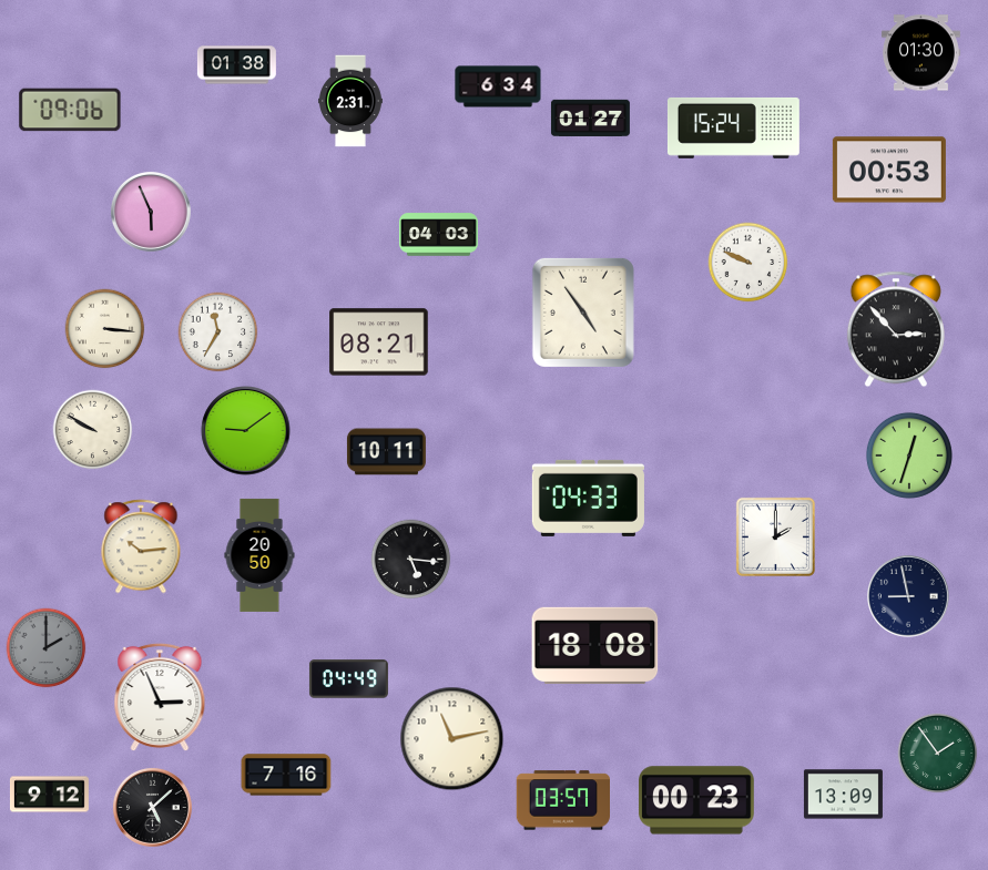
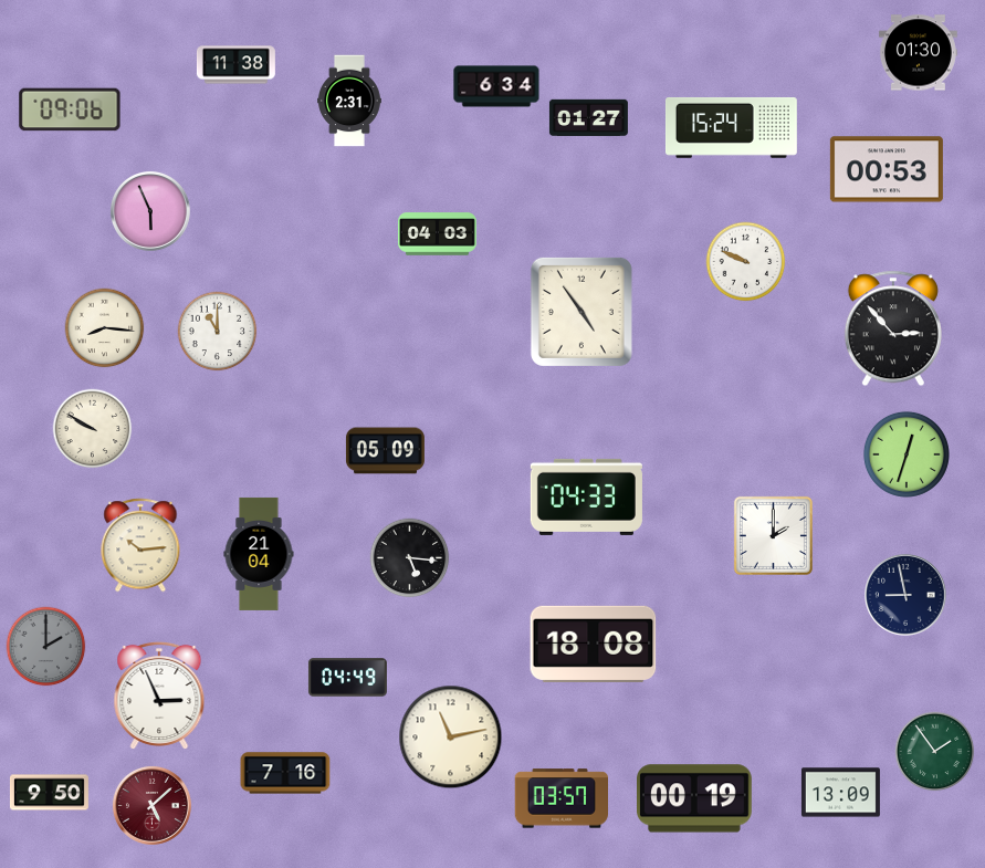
clock at (236, 65): 01:38 -> 11:38
clock at (105, 329): 3:16 -> 8:16
clock at (218, 332): 11:35 -> 11:00
clock at (379, 342): 08:21 -> none
clock at (246, 431): 9:09 -> none
clock at (386, 452): 10:11 -> 05:09
clock at (259, 555): 20:50 -> 21:04
clock at (49, 795): 9:12 -> 9:50
clock at (697, 800): 00:23 -> 00:19
clock at (152, 807) dial: black -> burgundy
